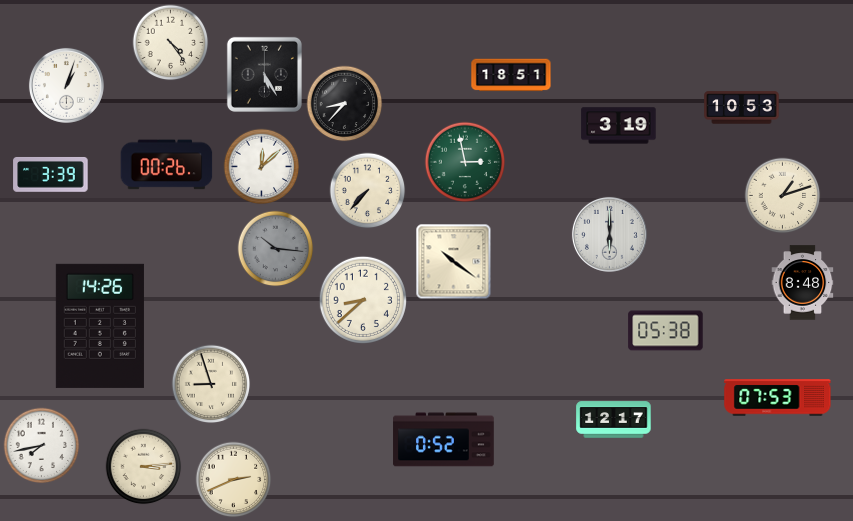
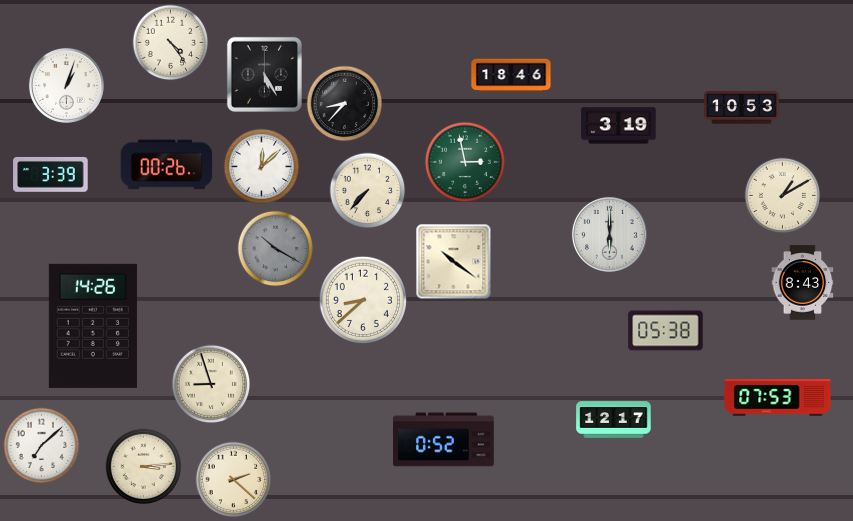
clock at (511, 75): 18:51 -> 18:46
clock at (783, 196): 1:12 -> 1:10
clock at (276, 249): 10:16 -> 10:20
clock at (803, 283): 8:48 -> 8:43
clock at (100, 326) position: (100, 326) -> (93, 326)
clock at (42, 446): 7:43 -> 7:08
clock at (234, 480): 2:41 -> 2:22
